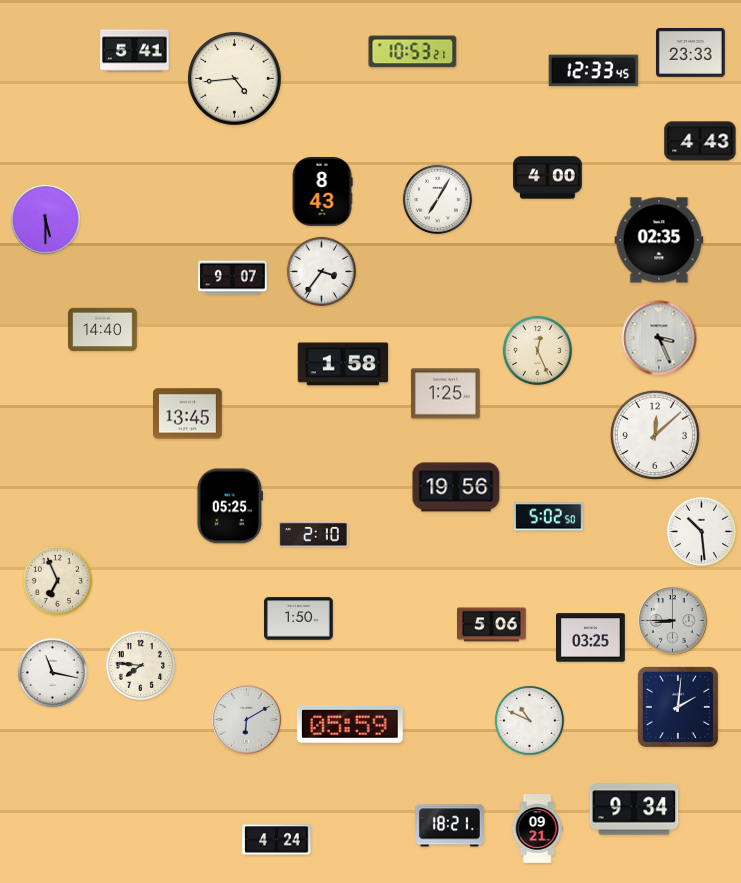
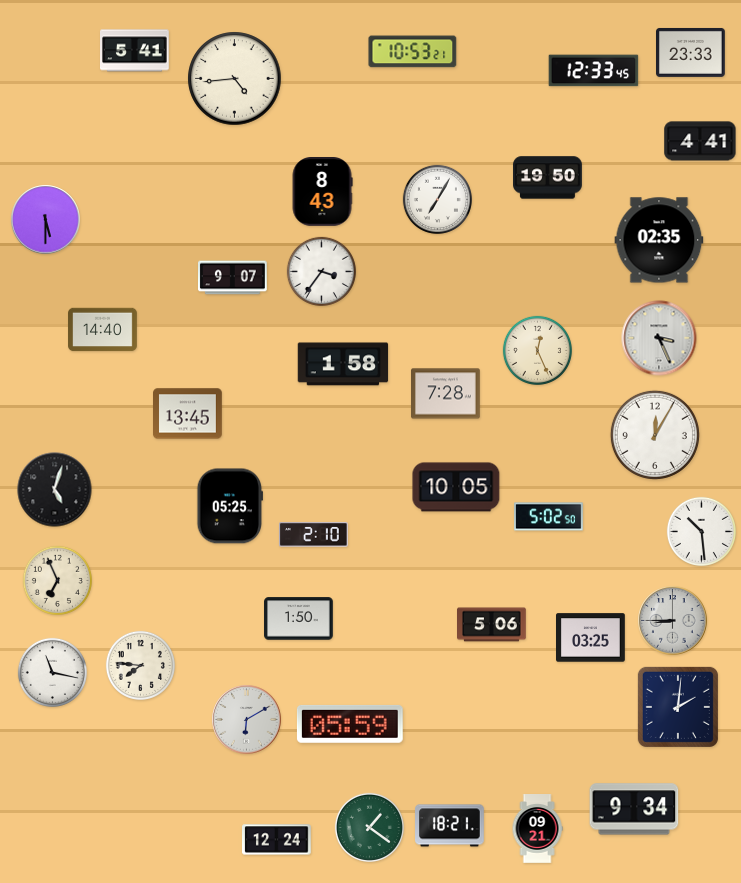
clock at (700, 141): 4:43 -> 4:41
clock at (548, 178): 4:00 -> 19:50
clock at (446, 394): 1:25 -> 7:28
clock at (655, 435): 12:08 -> 12:05
clock at (456, 487): 19:56 -> 10:05
clock at (55, 490): none -> 5:03
clock at (529, 720): 10:49 -> none
clock at (369, 827): none -> 1:21
clock at (277, 840): 4:24 -> 12:24
